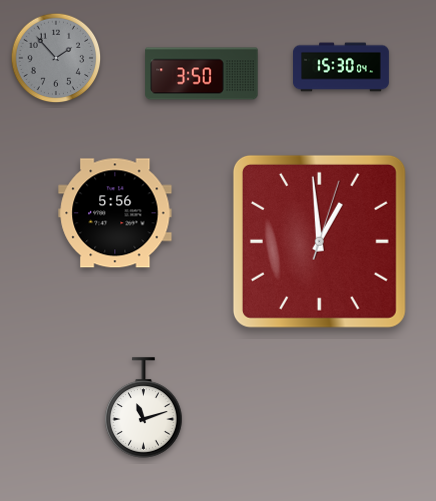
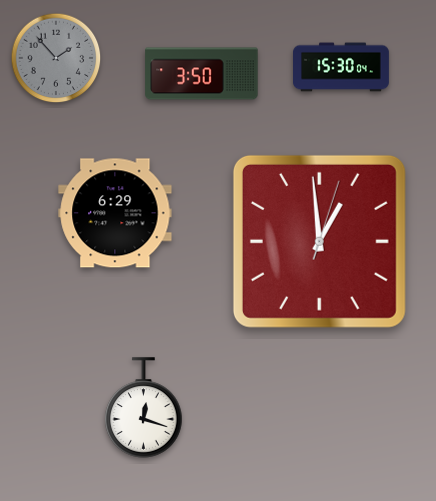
clock at (115, 213): 5:56 -> 6:29
clock at (144, 408): 11:12 -> 12:18
